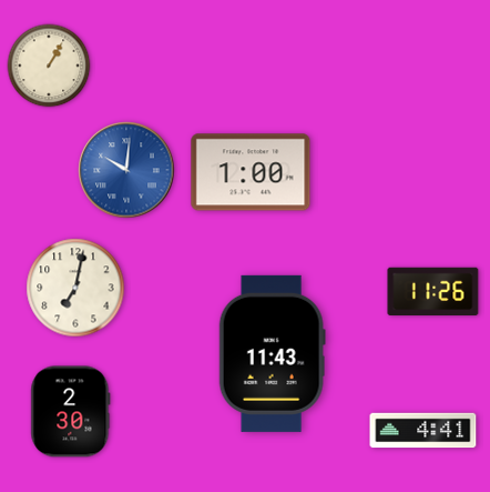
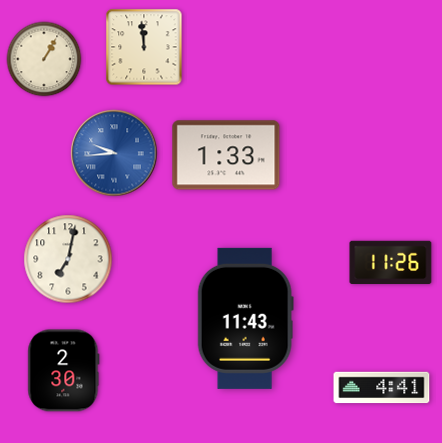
clock at (144, 47): none -> 11:59
clock at (126, 170): 10:01 -> 9:44
clock at (251, 172): 1:00 -> 1:33
